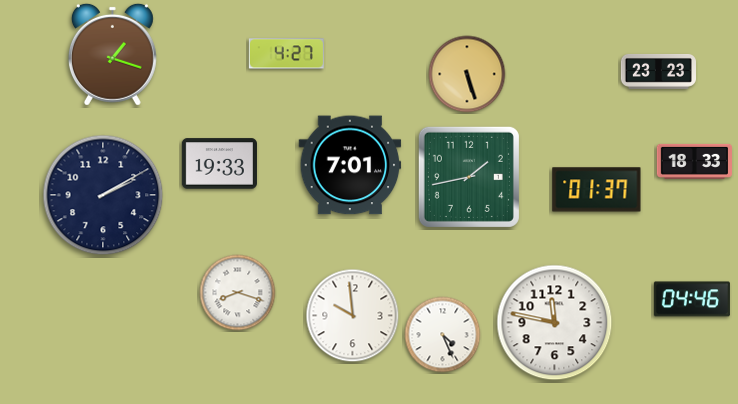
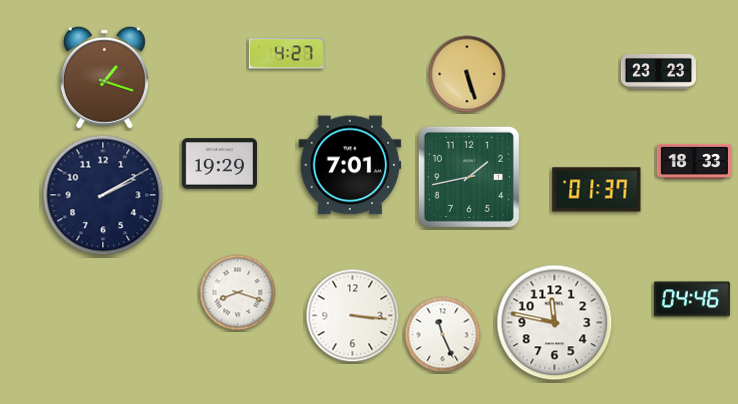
clock at (112, 54) position: (112, 54) -> (104, 77)
clock at (219, 164): 19:33 -> 19:29
clock at (353, 316): 9:59 -> 3:16
clock at (443, 335): 4:26 -> 11:26
